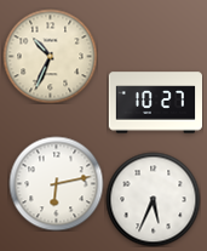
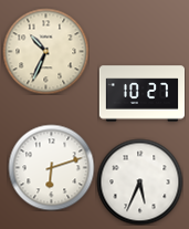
clock at (56, 183): 6:13 -> 6:12
